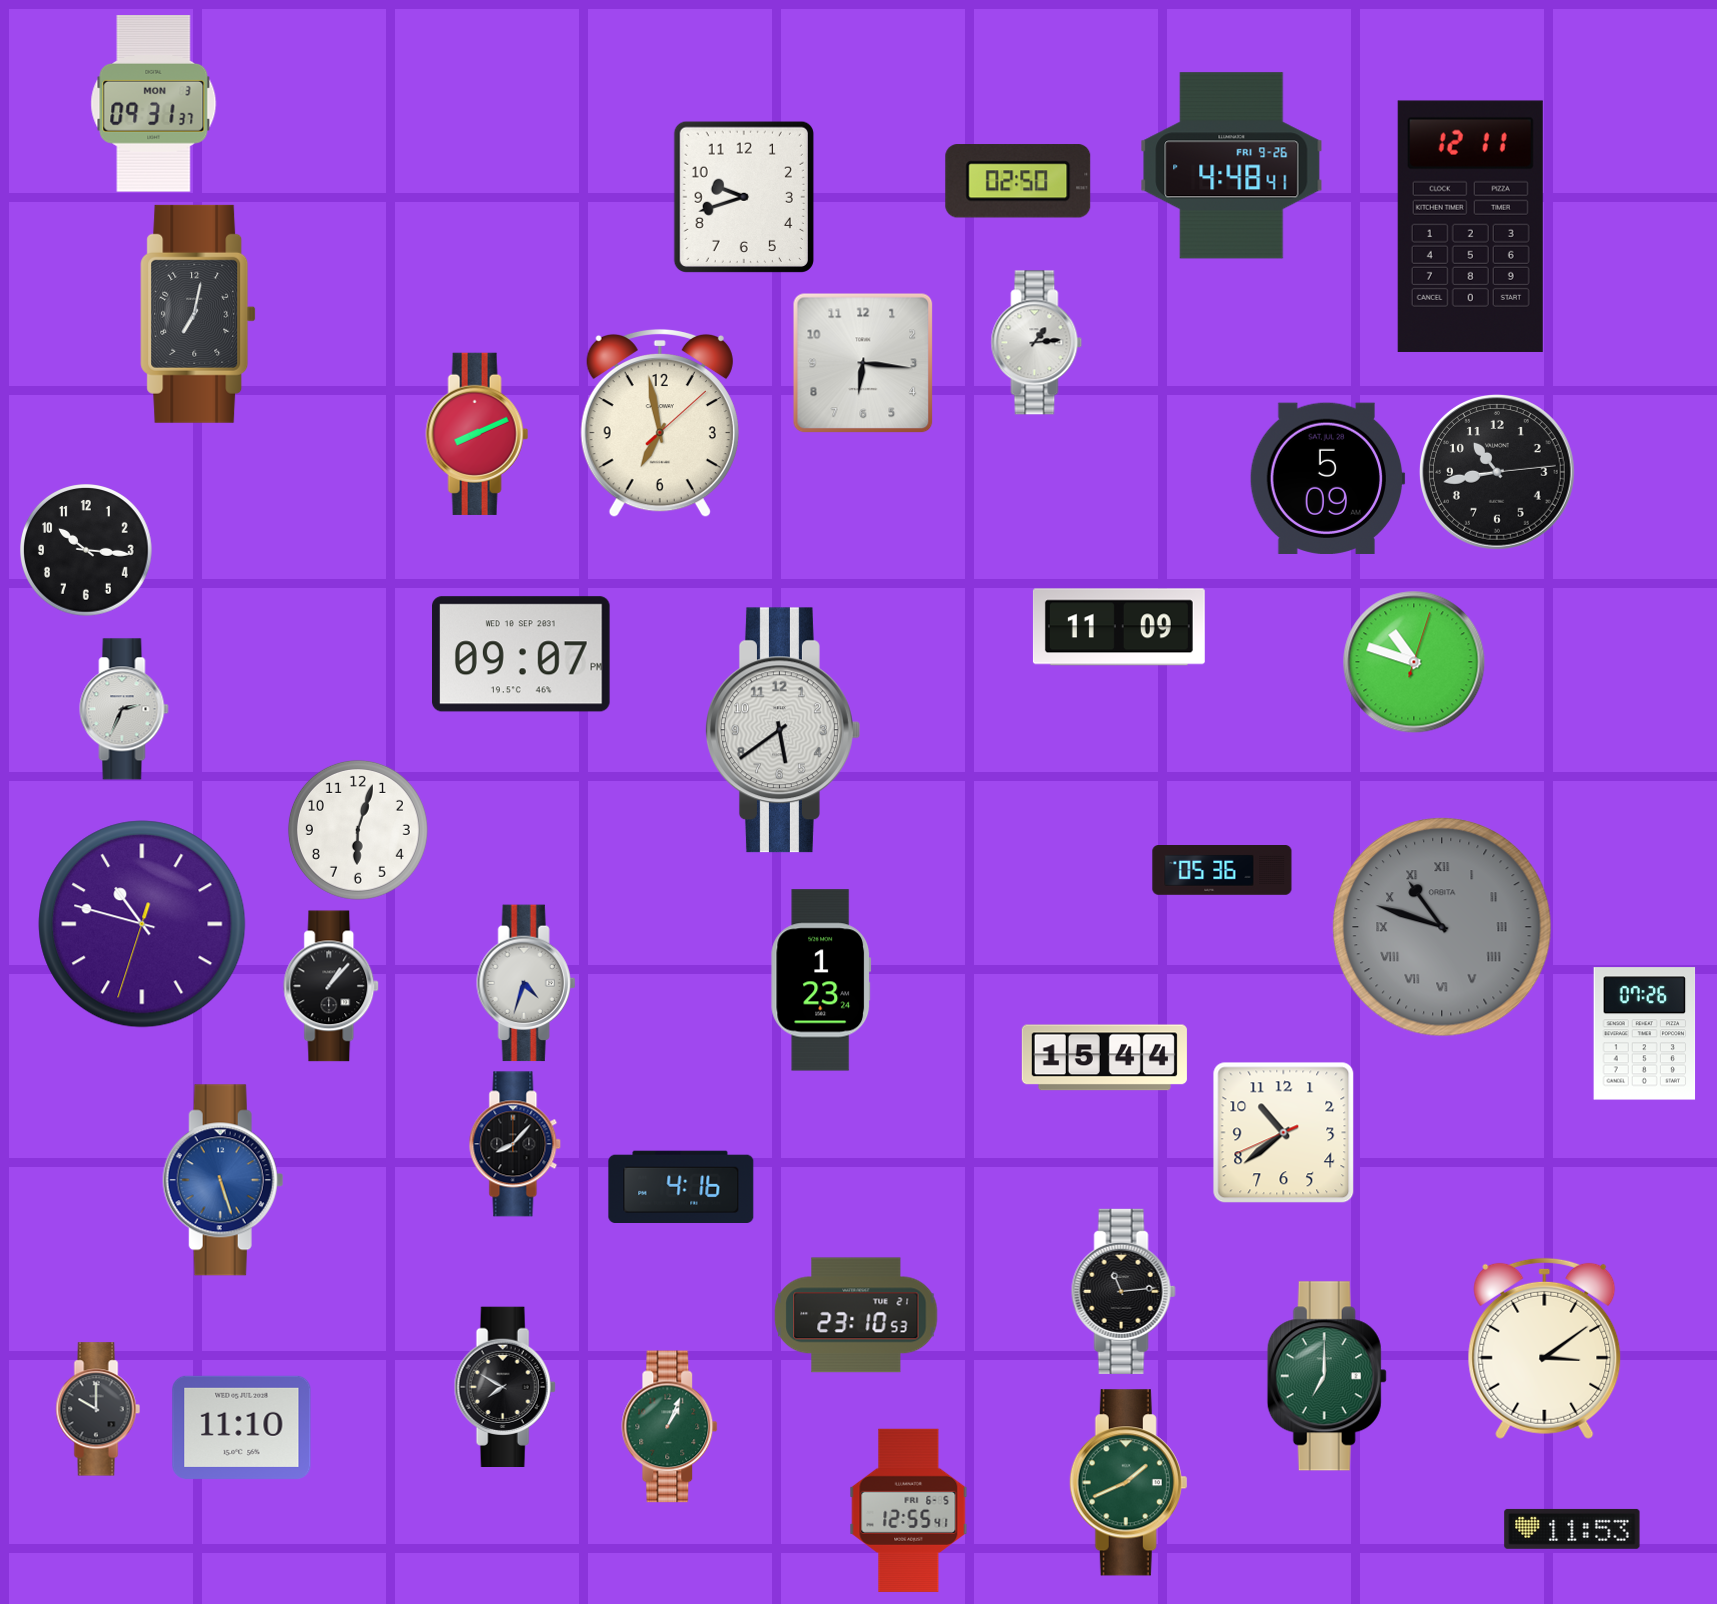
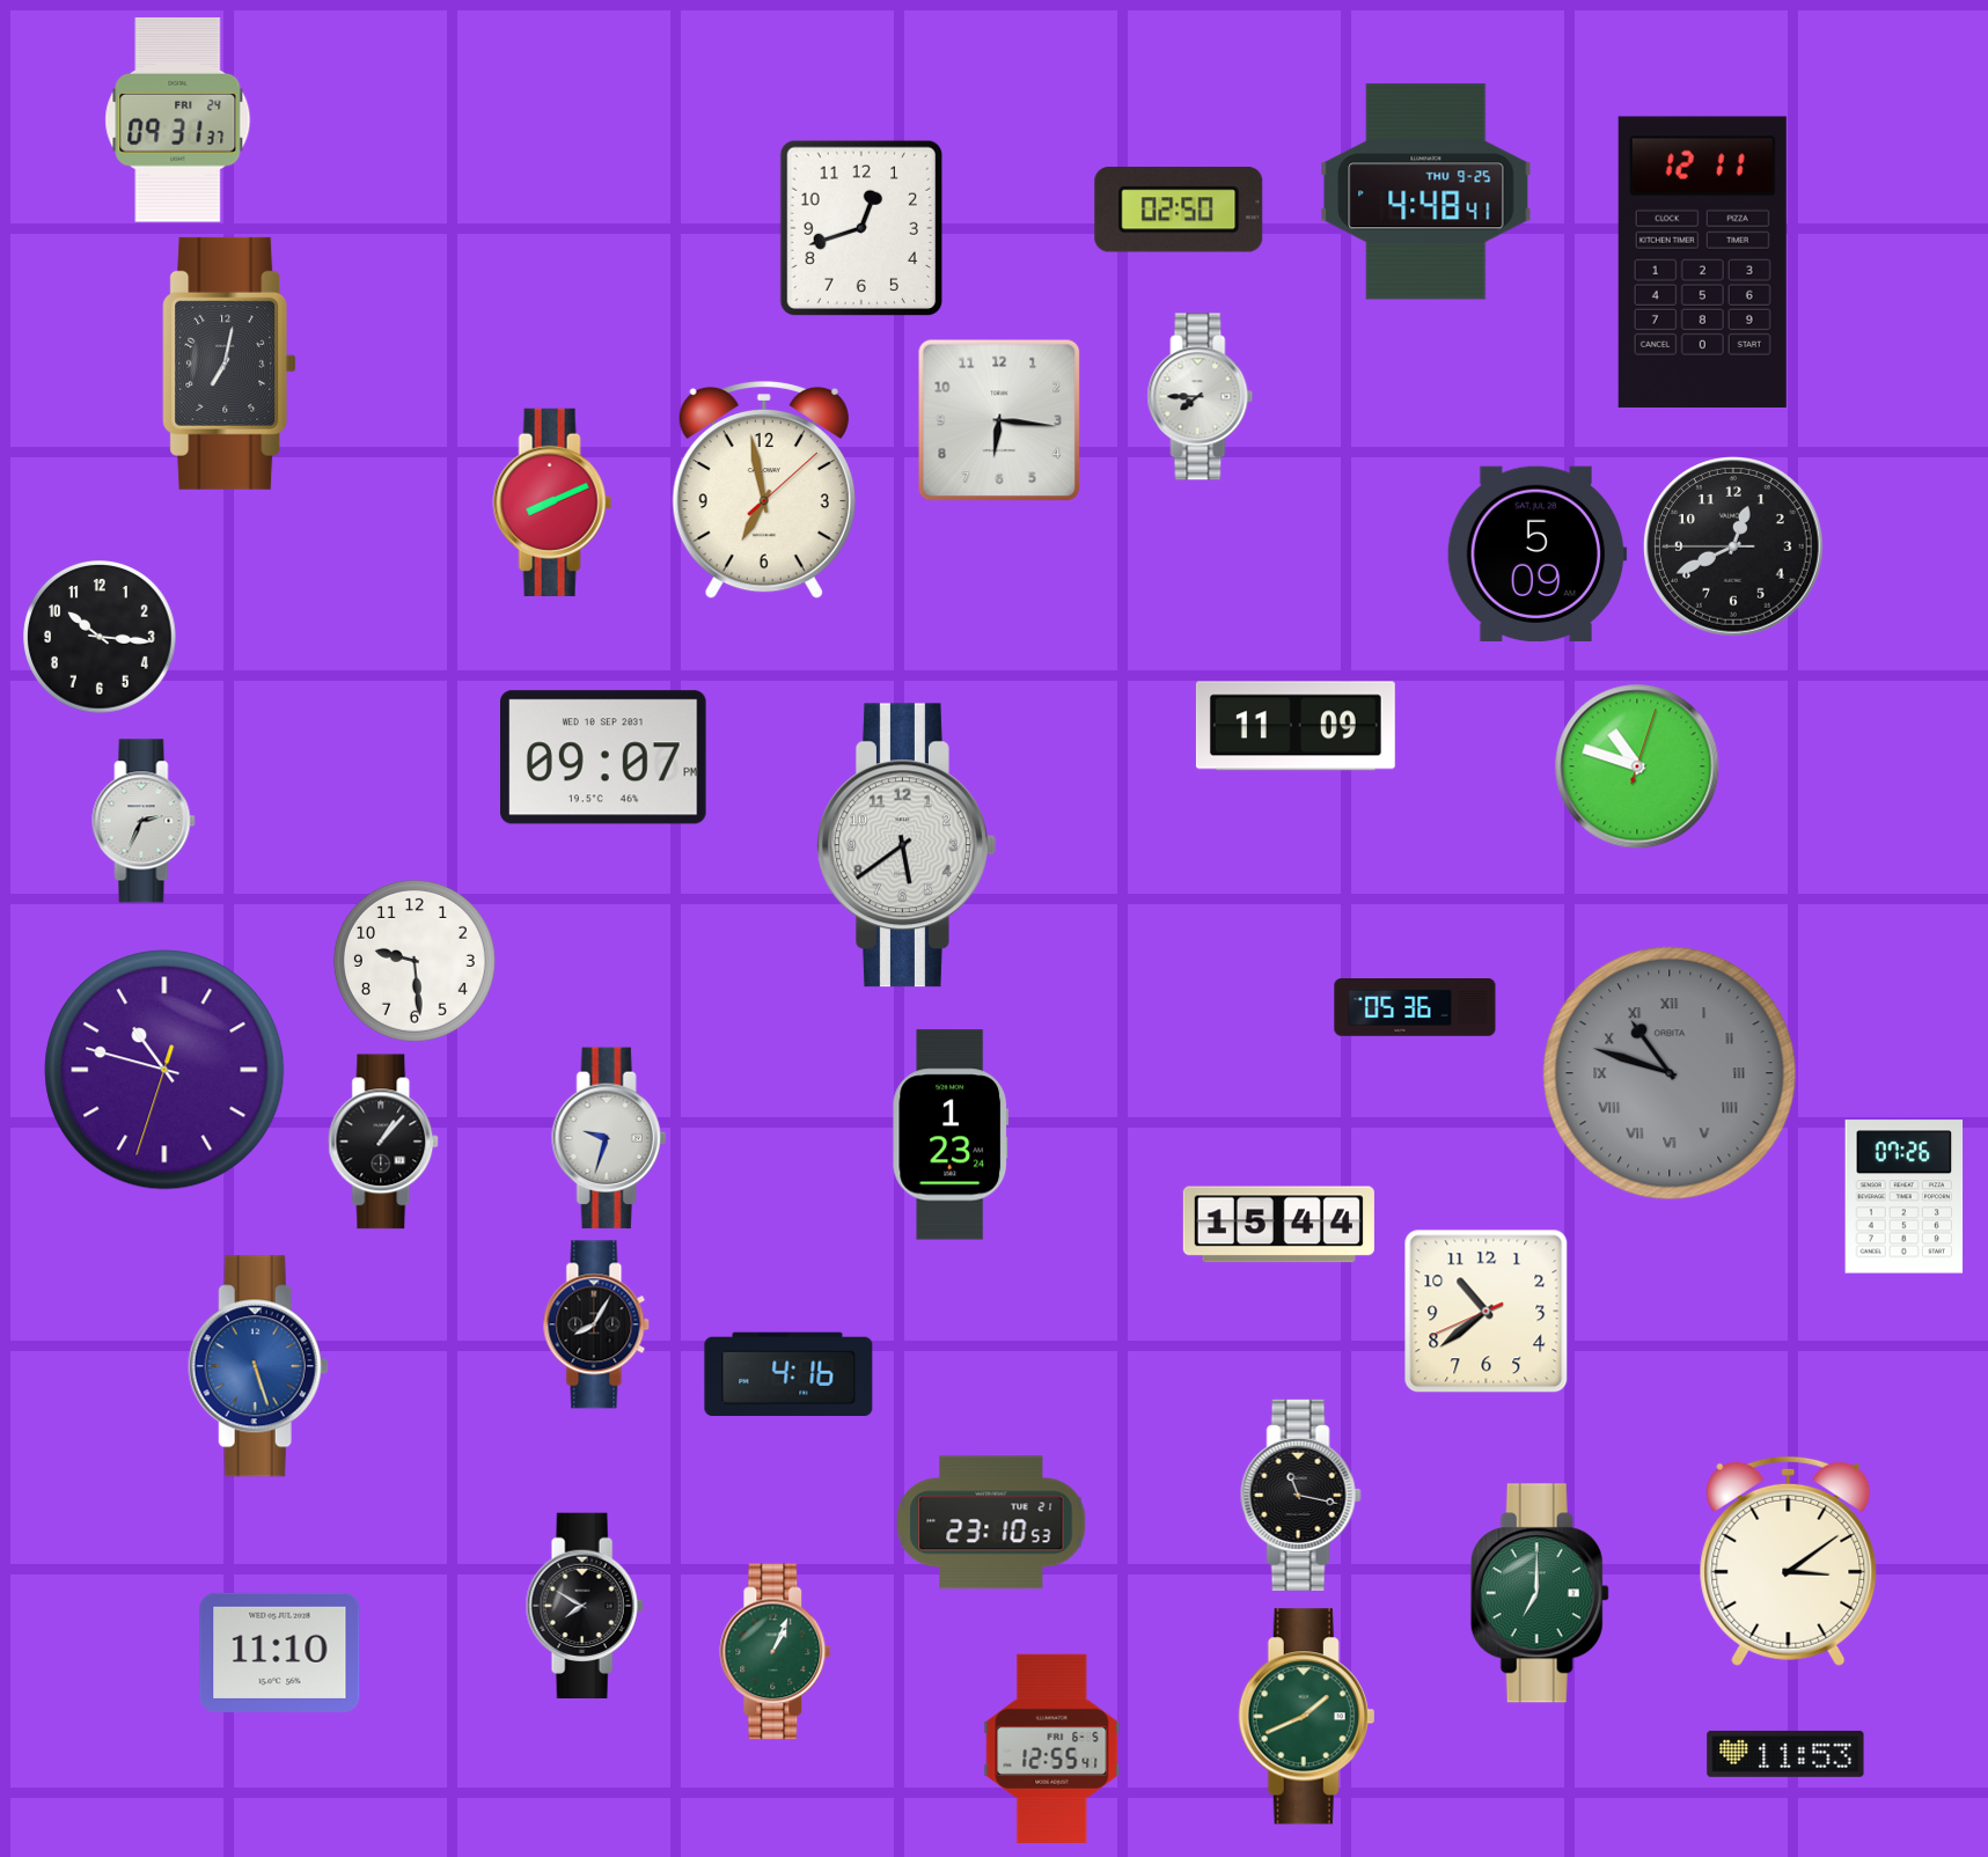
clock at (154, 104) date: MON 3 -> FRI 24
clock at (1232, 166) date: FRI 9-26 -> THU 9-25
clock at (744, 197): 9:42 -> 12:42
clock at (1037, 343): 1:14 -> 7:45
clock at (1498, 473): 10:43 -> 12:40
clock at (358, 830): 6:03 -> 9:29
clock at (526, 983): 4:33 -> 9:33
clock at (515, 1144): 8:07 -> 8:05
clock at (1123, 1291): 11:14 -> 11:17
clock at (1327, 1376) position: (1327, 1376) -> (1540, 1593)
clock at (98, 1409): 10:00 -> none
clock at (1572, 1529) position: (1572, 1529) -> (1785, 1754)
